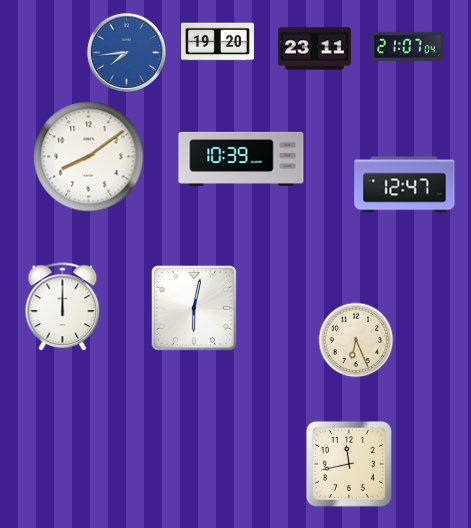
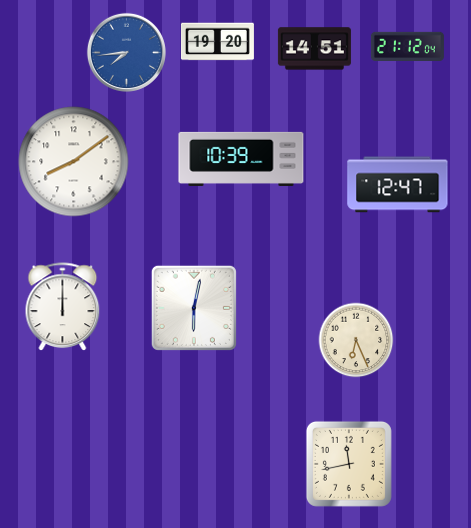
clock at (407, 46): 21:07 -> 21:12
clock at (314, 49): 23:11 -> 14:51
clock at (89, 157) position: (89, 157) -> (74, 162)
clock at (405, 185) position: (405, 185) -> (398, 185)
